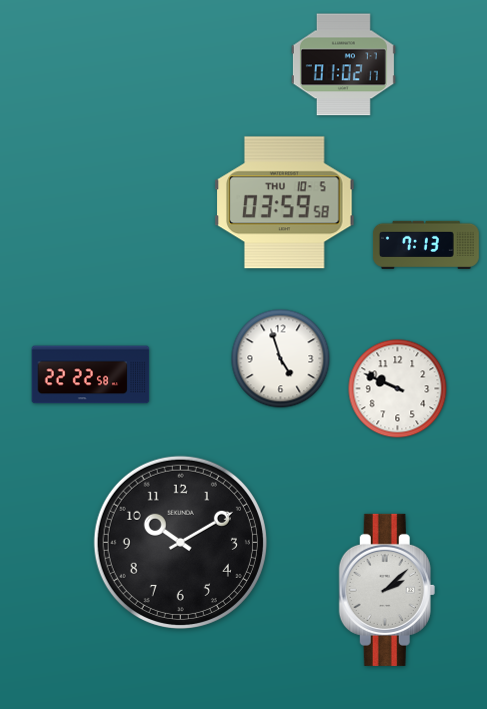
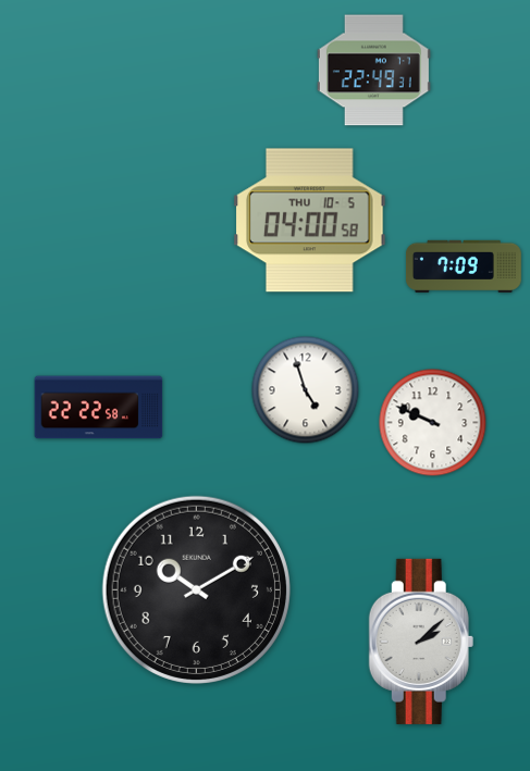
clock at (343, 65): 01:02 -> 22:49
clock at (285, 203): 03:59 -> 04:00
clock at (426, 245): 7:13 -> 7:09
